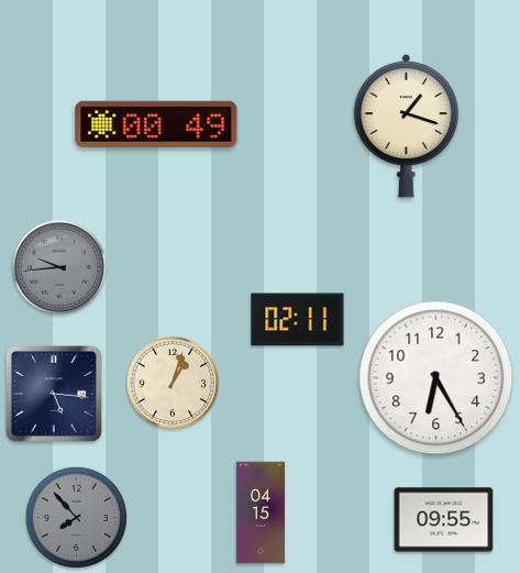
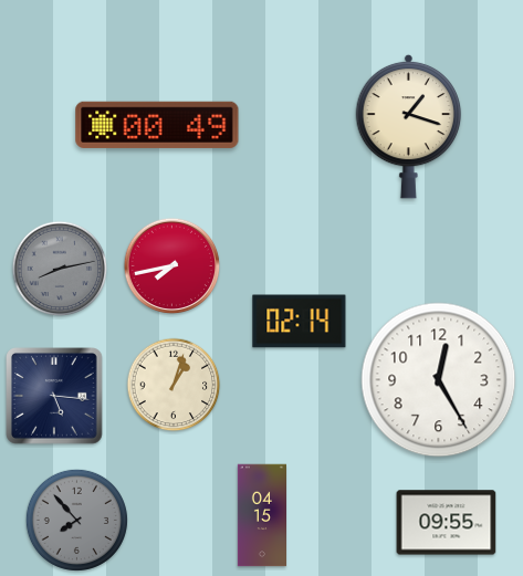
clock at (172, 266): none -> 7:43
clock at (59, 267): 9:44 -> 8:13
clock at (298, 320): 02:11 -> 02:14
clock at (436, 378): 6:25 -> 12:25
